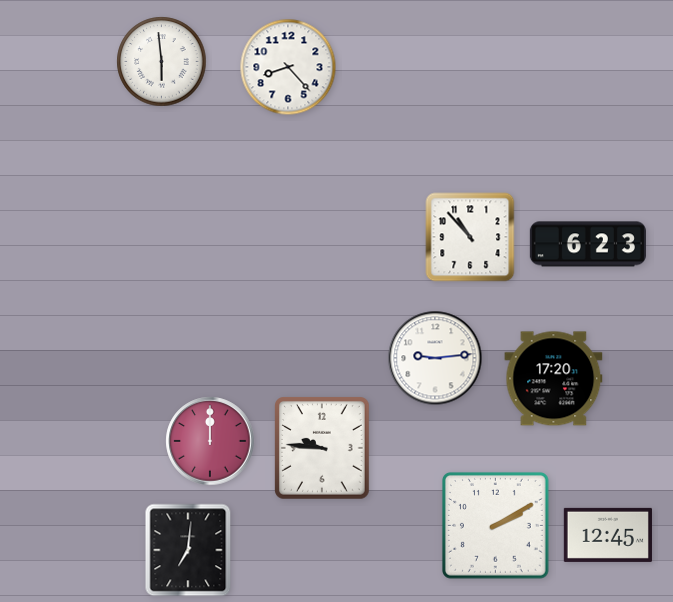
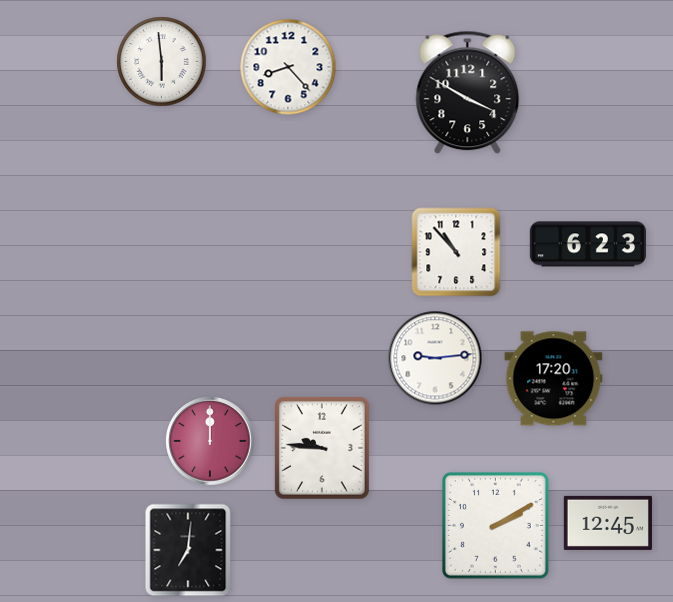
clock at (468, 93): none -> 3:50
clock at (470, 237) position: (470, 237) -> (456, 252)
clock at (608, 535) position: (608, 535) -> (608, 523)
